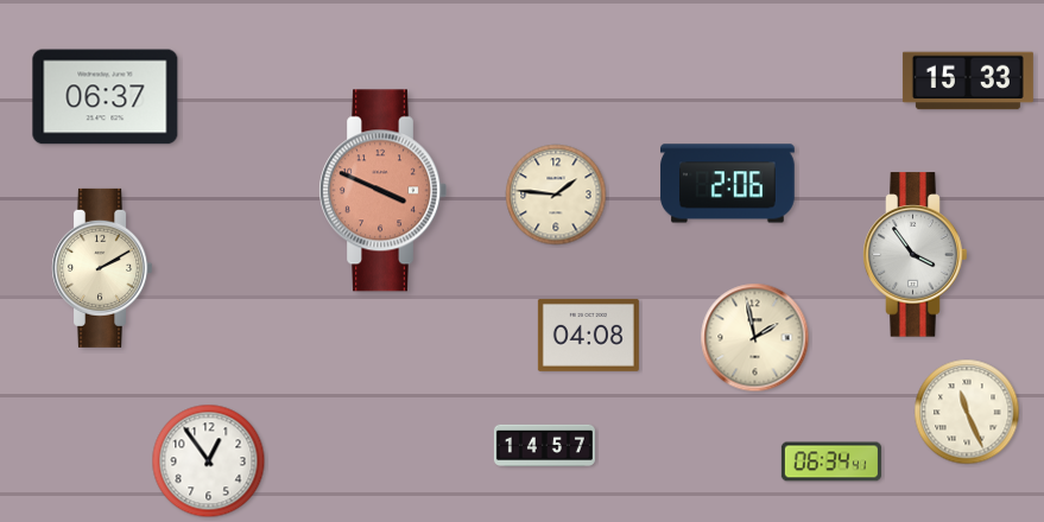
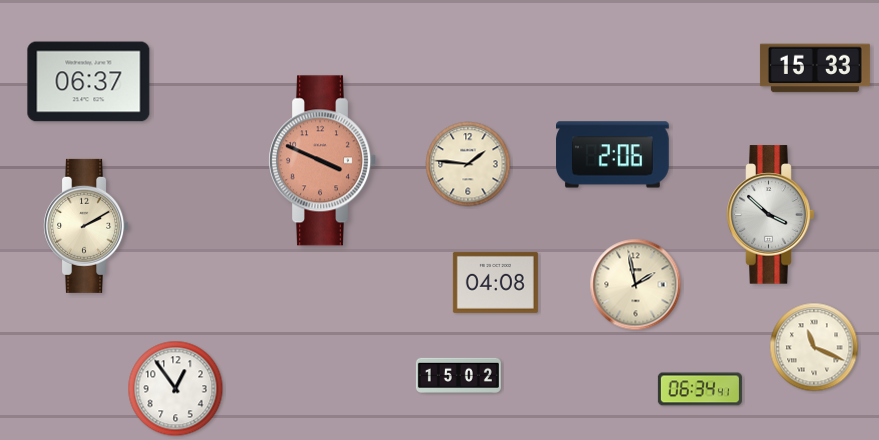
clock at (916, 255): 3:54 -> 3:52
clock at (967, 412): 11:26 -> 11:19
clock at (544, 445): 14:57 -> 15:02
